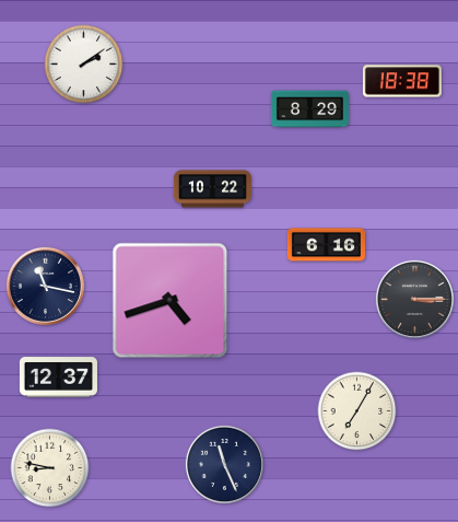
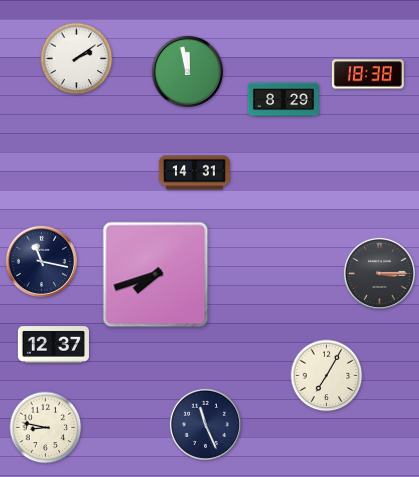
clock at (187, 71): none -> 11:58
clock at (212, 189): 10:22 -> 14:31
clock at (326, 245): 6:16 -> none
clock at (171, 301): 4:42 -> 7:42
